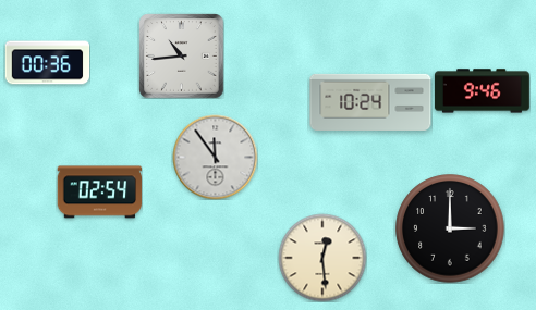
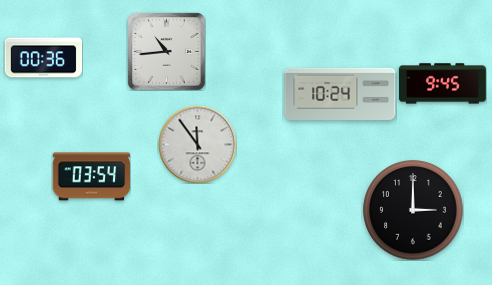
clock at (482, 91): 9:46 -> 9:45
clock at (99, 193): 02:54 -> 03:54
clock at (322, 258): 12:29 -> none
